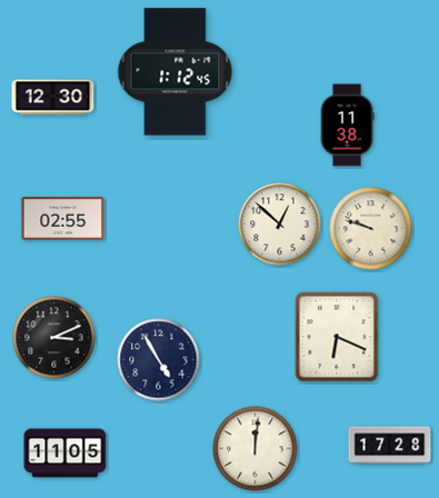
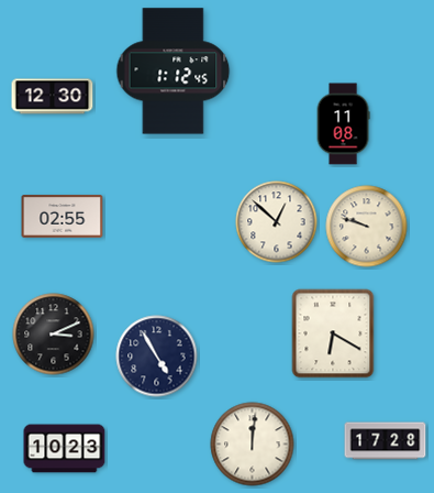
clock at (347, 126): 11:38 -> 11:08
clock at (337, 337): 6:19 -> 6:20
clock at (66, 454): 11:05 -> 10:23
